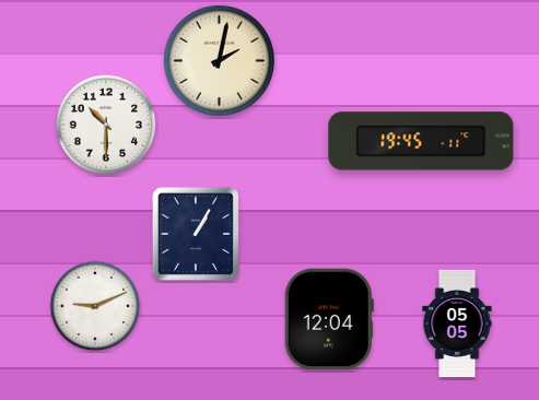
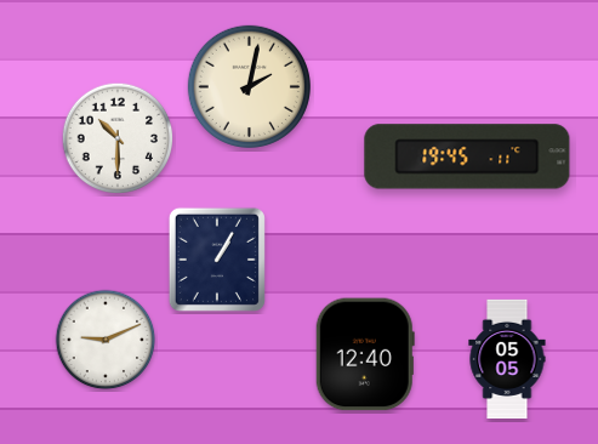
clock at (219, 60) position: (219, 60) -> (249, 86)
clock at (329, 319): 12:04 -> 12:40
